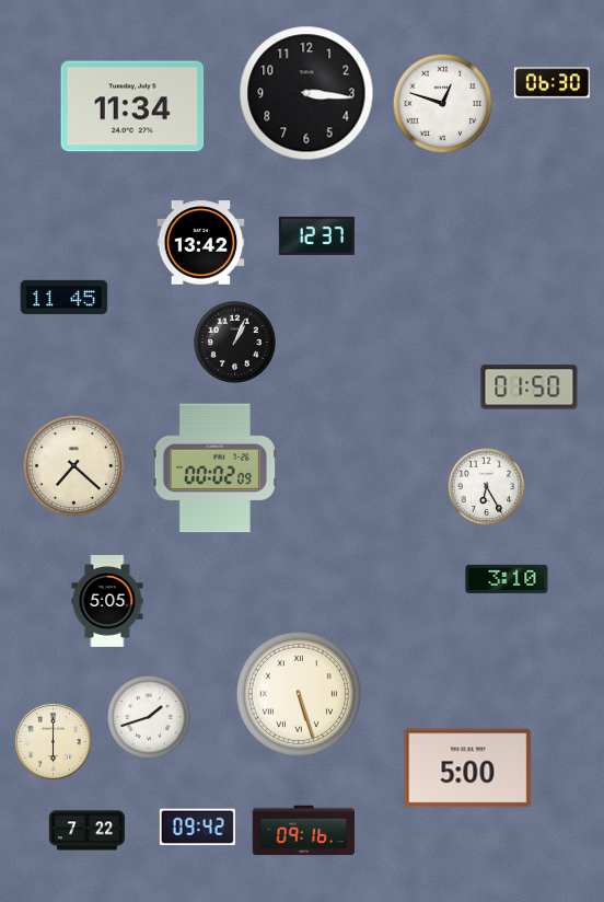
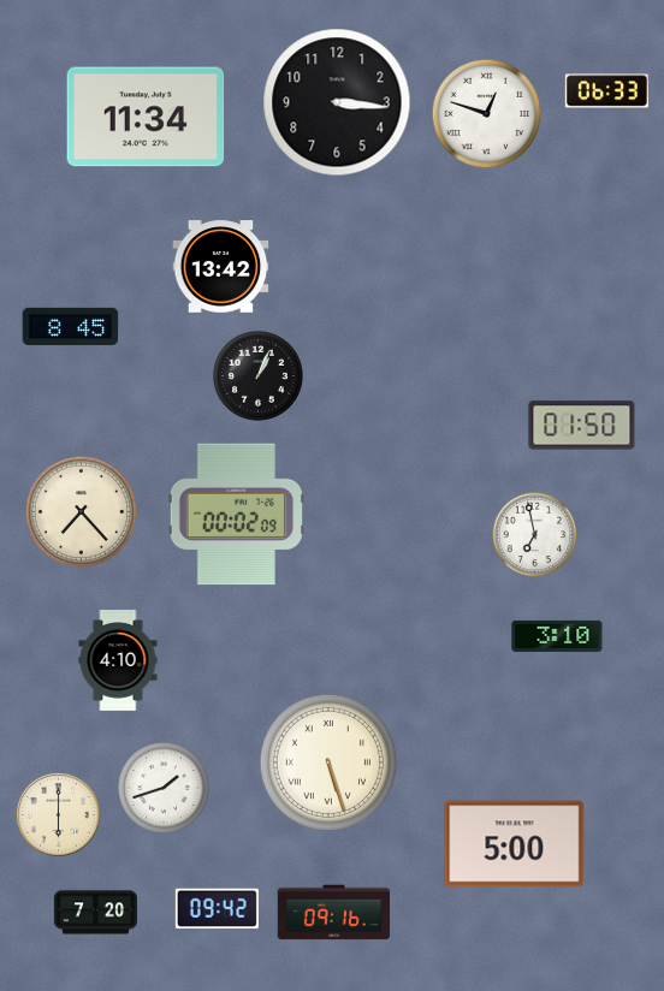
clock at (551, 83): 06:30 -> 06:33
clock at (316, 235): 12:37 -> none
clock at (65, 297): 11:45 -> 8:45
clock at (74, 466): 7:22 -> 7:23
clock at (487, 487): 6:25 -> 6:58
clock at (107, 601): 5:05 -> 4:10
clock at (86, 831): 7:22 -> 7:20
